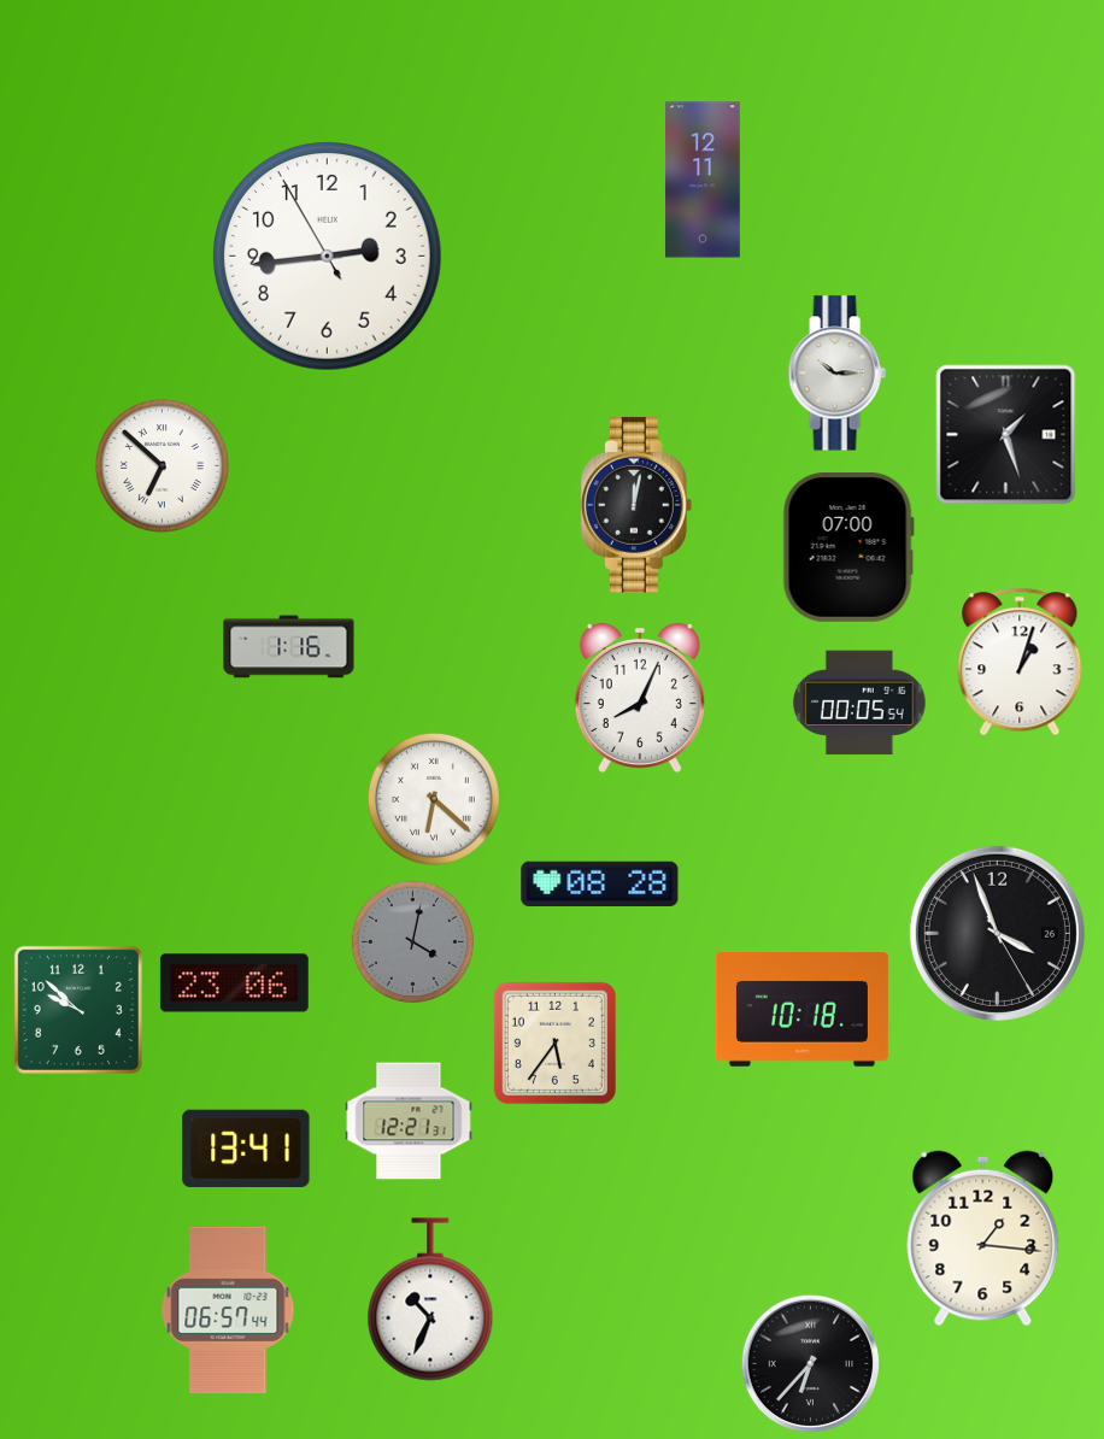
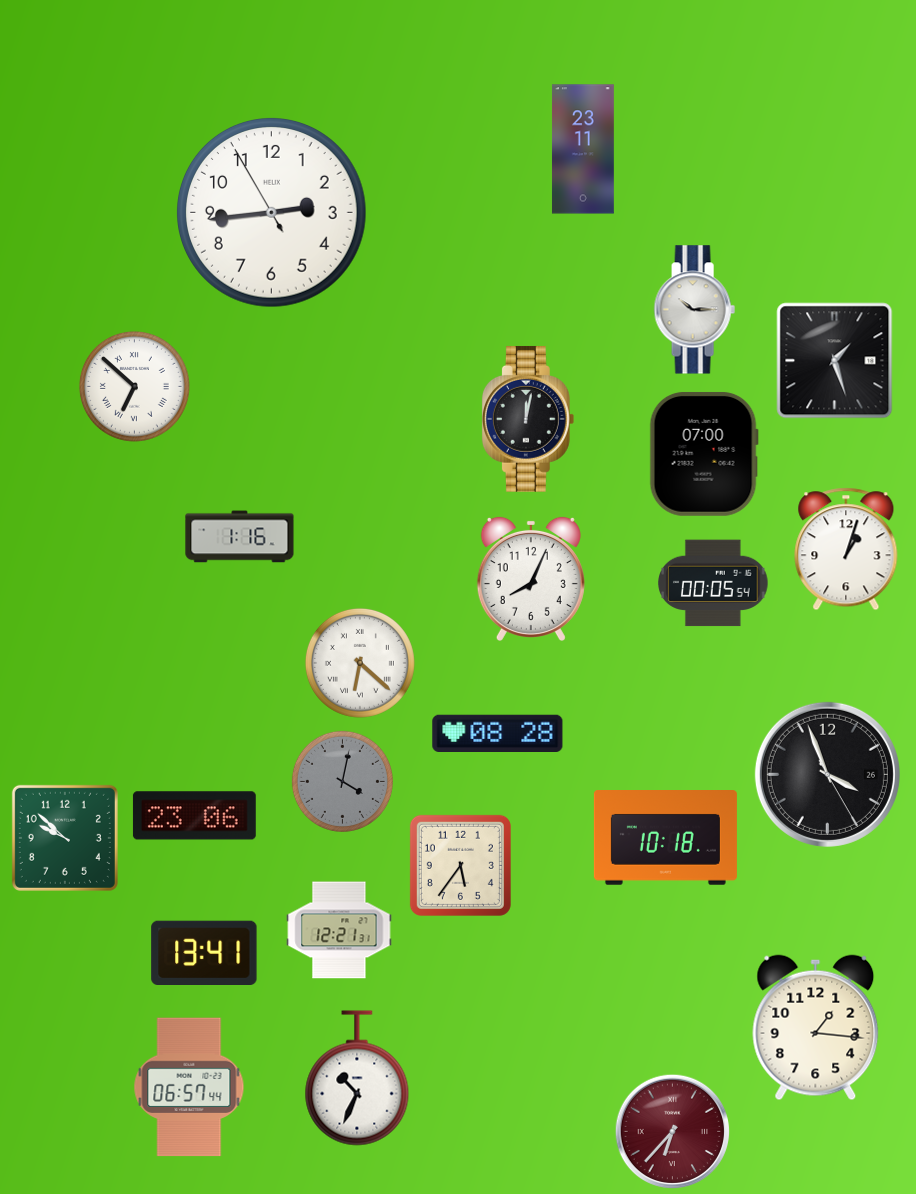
clock at (703, 180): 12:11 -> 23:11
clock at (811, 1364) dial: black -> burgundy
